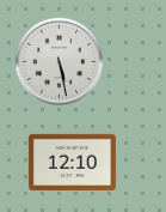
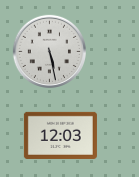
clock at (72, 162): 12:10 -> 12:03
